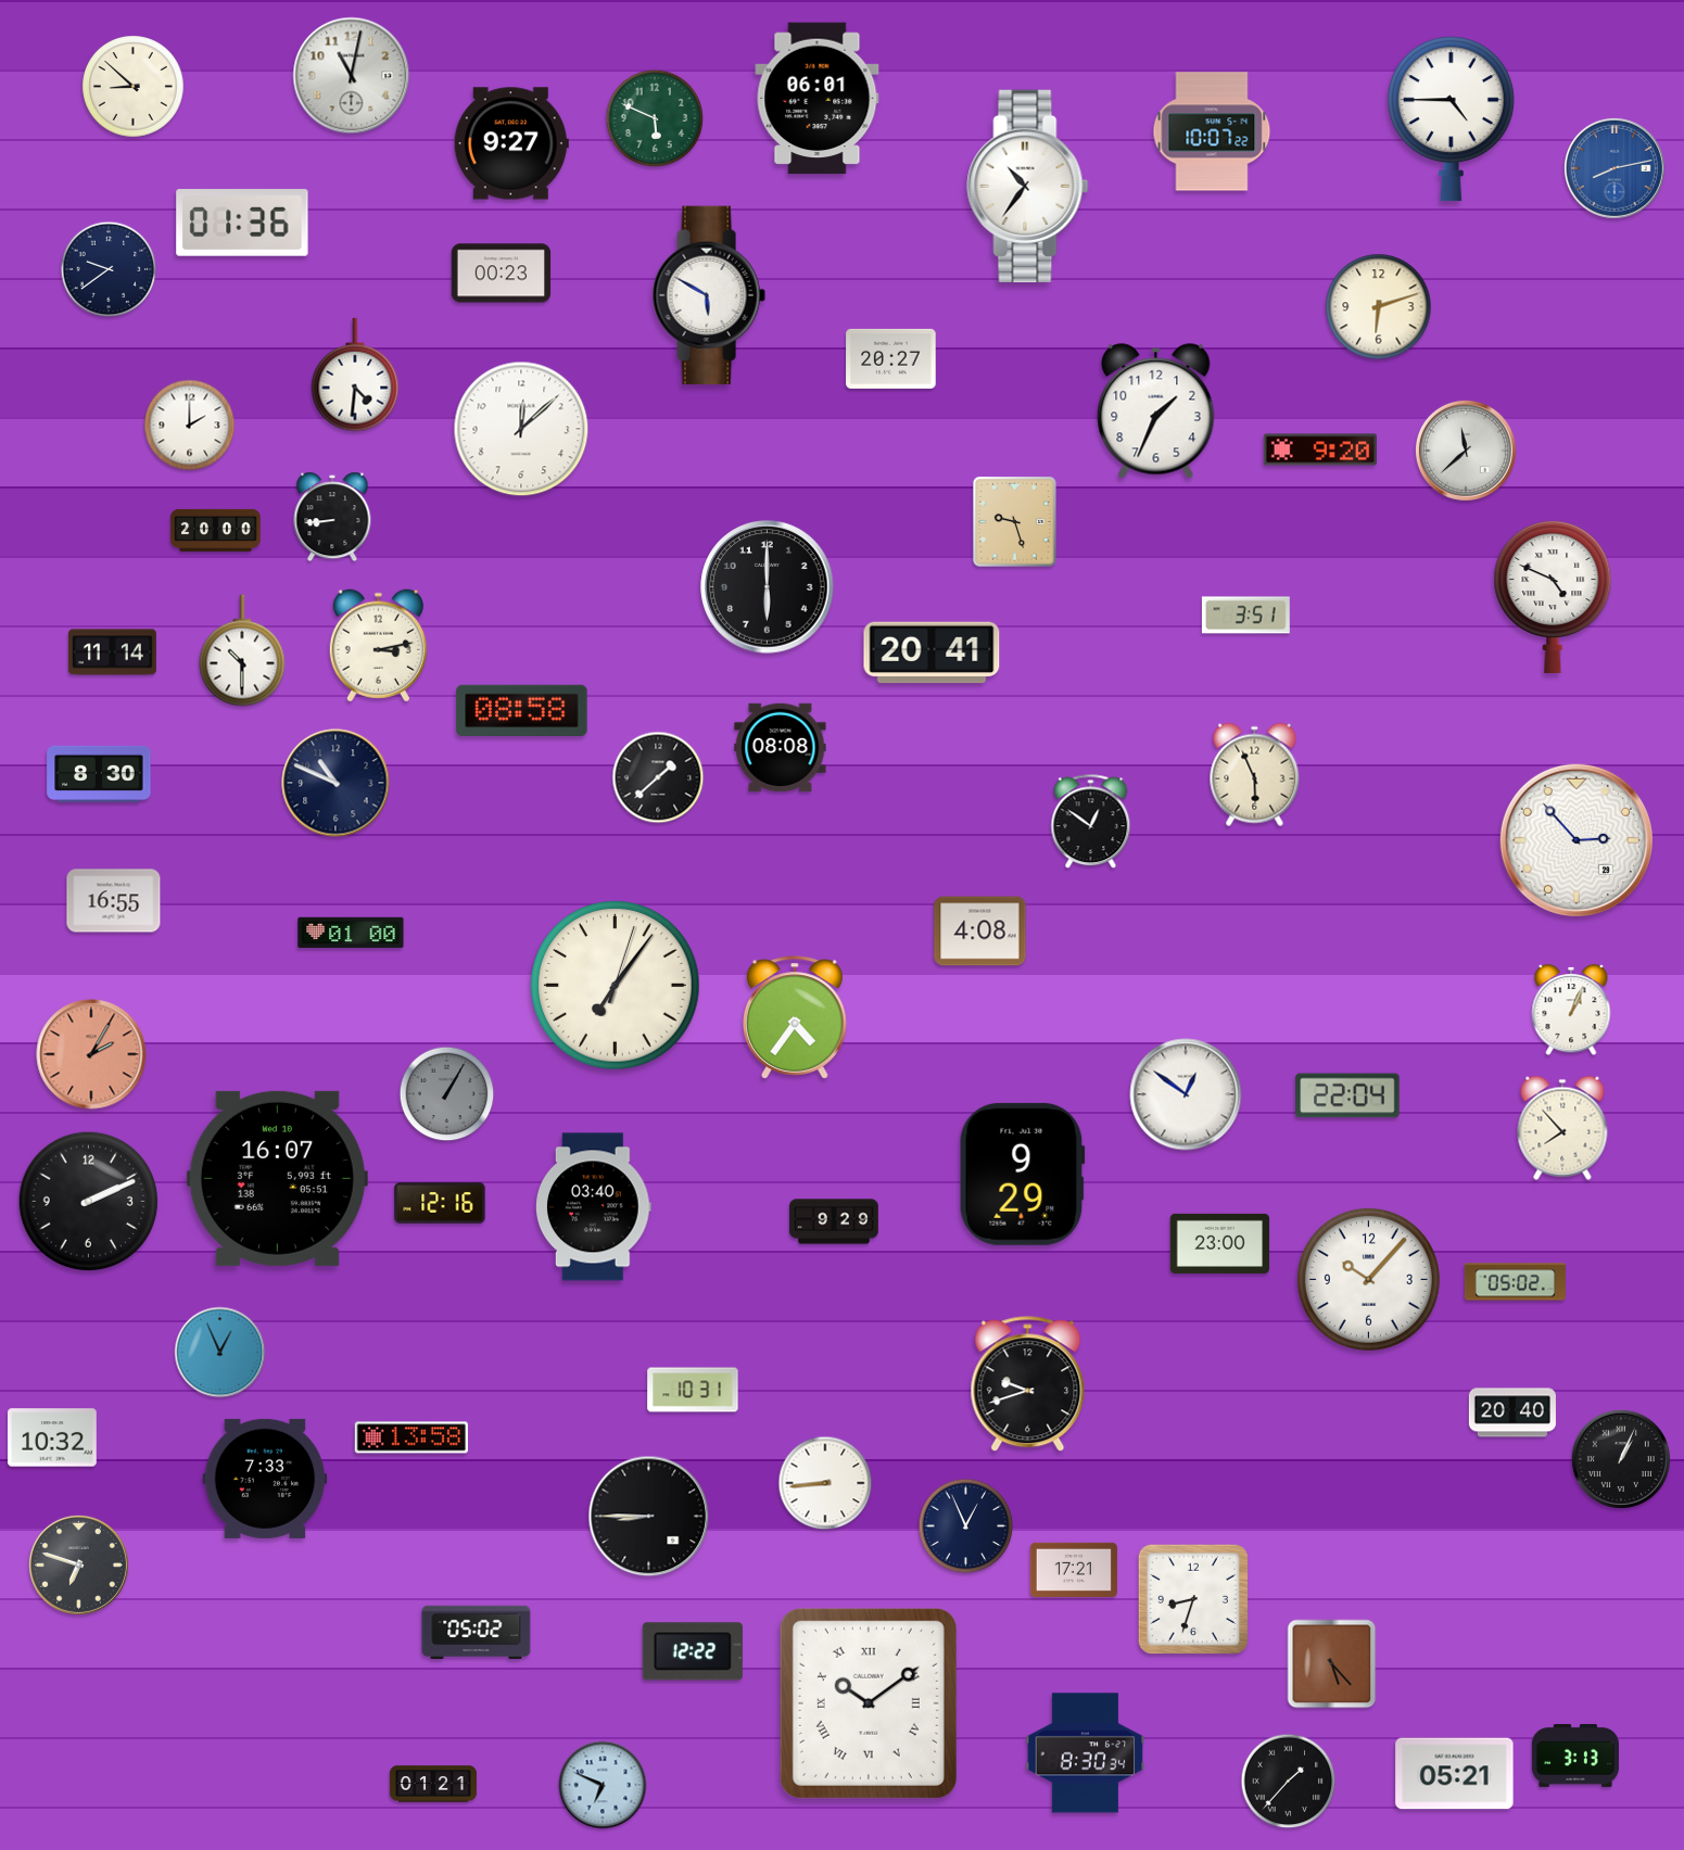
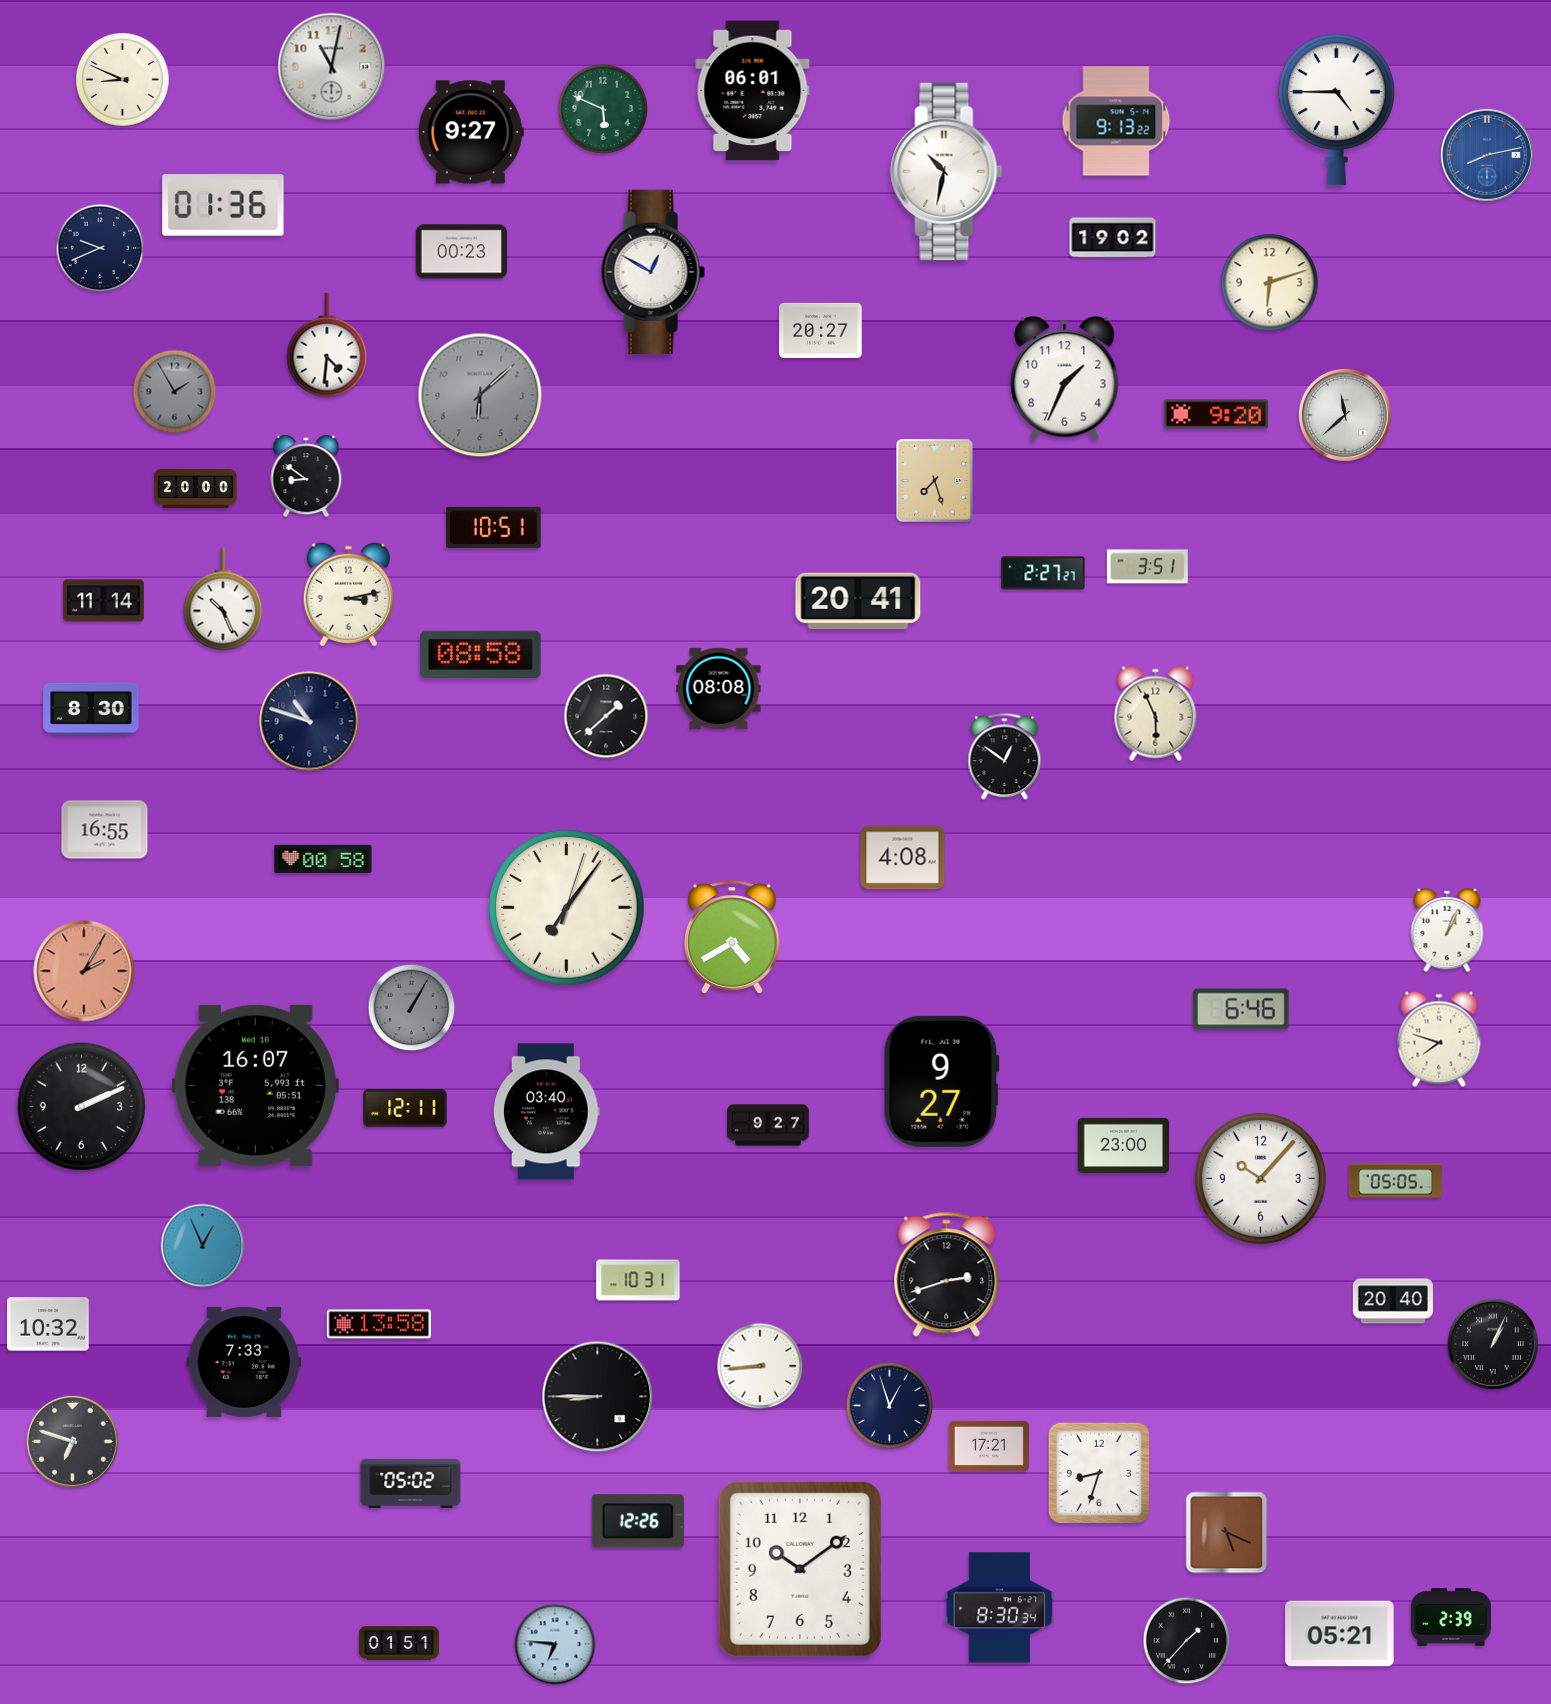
clock at (352, 76) position: (352, 76) -> (332, 67)
clock at (134, 87): 8:52 -> 8:49
clock at (1212, 131): 10:07 -> 9:13
clock at (1028, 186): 10:36 -> 10:32
clock at (1113, 238): none -> 19:02
clock at (109, 269): 9:39 -> 9:41
clock at (709, 295): 5:50 -> 12:50
clock at (190, 426): 2:00 -> 1:55
clock at (190, 426) dial: white -> grey
clock at (521, 429): 12:08 -> 6:08
clock at (521, 429) dial: white -> grey
clock at (1466, 451) position: (1466, 451) -> (1345, 415)
clock at (332, 517): 8:44 -> 8:51
clock at (1015, 522): 9:27 -> 7:27
clock at (216, 530) position: (216, 530) -> (196, 488)
clock at (494, 527): none -> 10:51
clock at (768, 587): 6:00 -> none
clock at (1553, 596): 4:49 -> none
clock at (1043, 573): none -> 2:27
clock at (242, 650): 10:30 -> 10:26
clock at (99, 774) position: (99, 774) -> (91, 709)
clock at (335, 783): 10:49 -> 10:48
clock at (1577, 840): 2:53 -> none
clock at (351, 933): 01:00 -> 00:58
clock at (796, 1017): 4:36 -> 4:40
clock at (1186, 1094): 12:51 -> none
clock at (1347, 1095): 22:04 -> 6:46
clock at (1562, 1128): 7:53 -> 7:48
clock at (1022, 1174): 9:29 -> 9:27
clock at (440, 1203): 12:16 -> 12:11
clock at (834, 1221): 9:29 -> 9:27
clock at (1515, 1282): 05:02 -> 05:05
clock at (1028, 1384): 9:42 -> 2:42
clock at (966, 1526): 12:56 -> 12:57
clock at (477, 1632) position: (477, 1632) -> (411, 1483)
clock at (693, 1651): 12:22 -> 12:26
clock at (1332, 1664): 5:23 -> 5:19
clock at (869, 1703) numerals: Roman -> Arabic
clock at (1086, 1753) position: (1086, 1753) -> (1000, 1608)
clock at (1575, 1756): 3:13 -> 2:39
clock at (433, 1784): 01:21 -> 01:51
clock at (603, 1785): 6:49 -> 6:46
